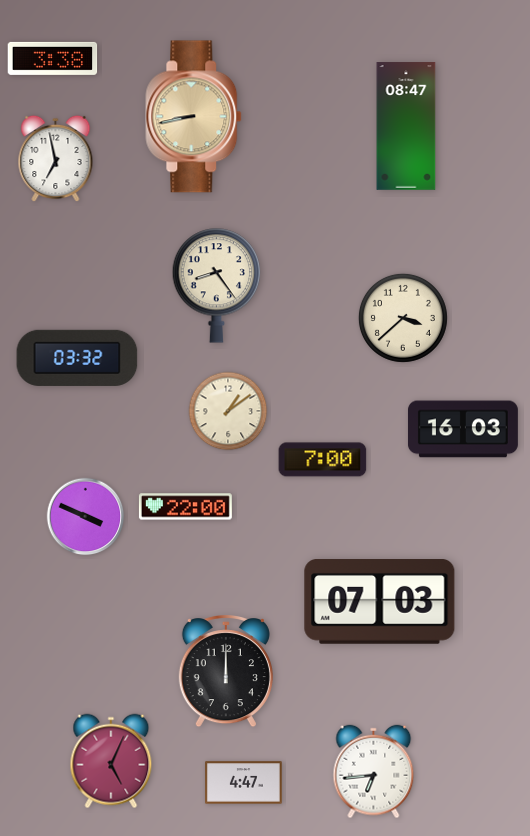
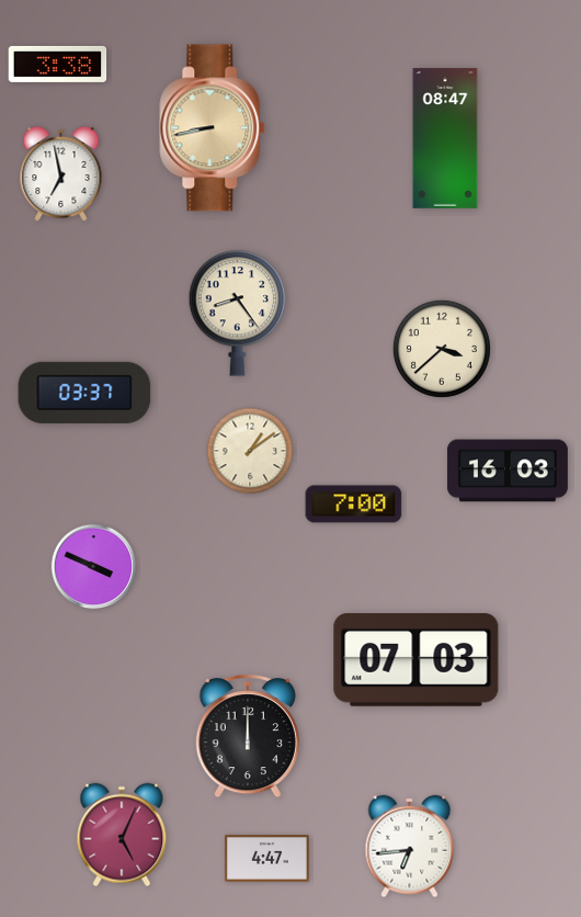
clock at (77, 358): 03:32 -> 03:37
clock at (185, 507): 22:00 -> none
